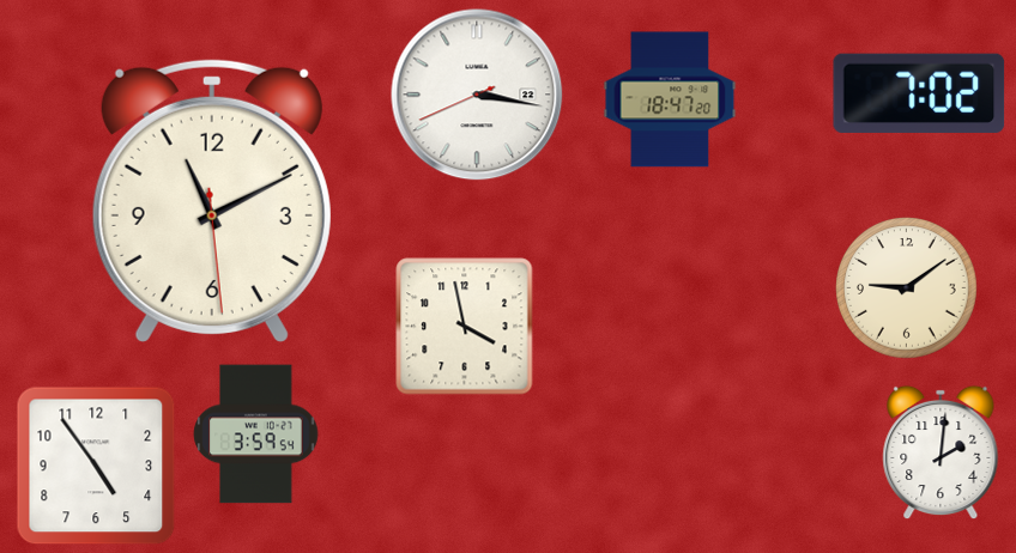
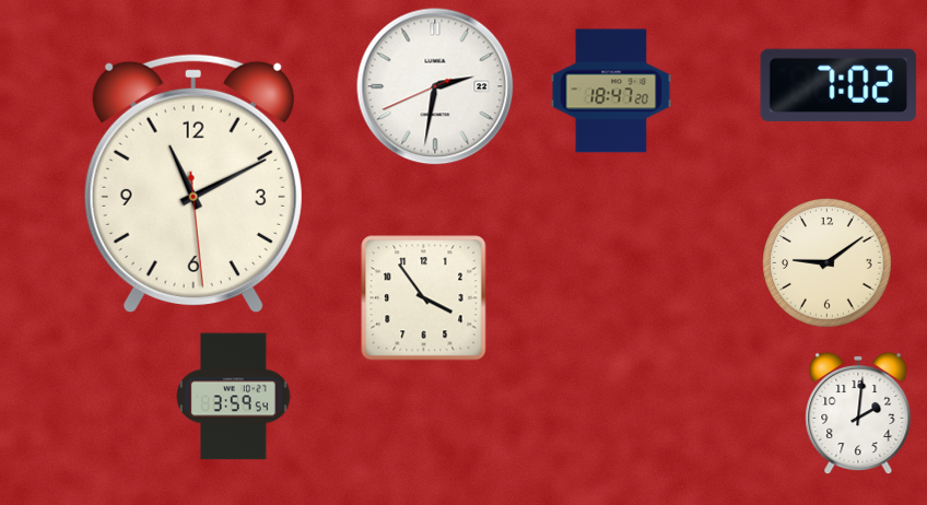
clock at (477, 95): 3:16 -> 2:31
clock at (465, 327): 3:58 -> 3:54
clock at (96, 466): 4:54 -> none
